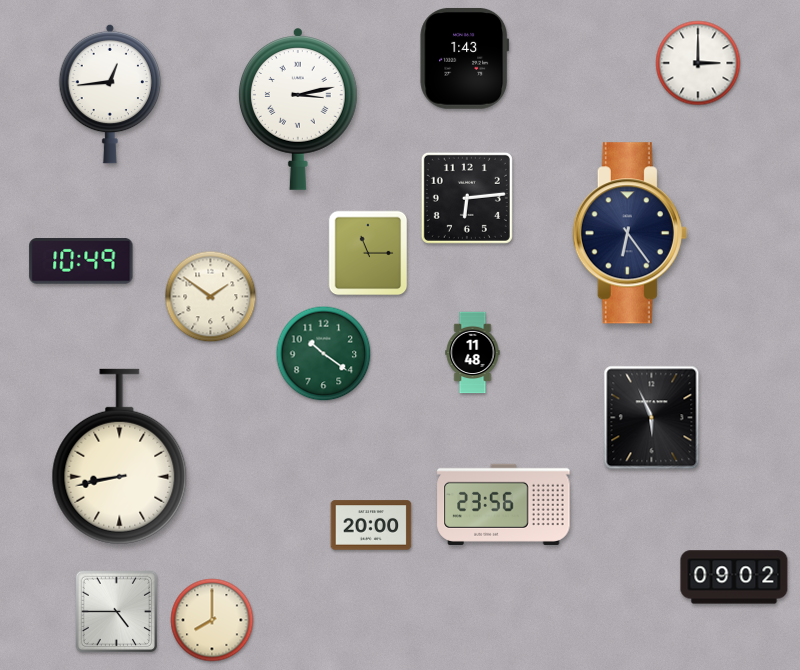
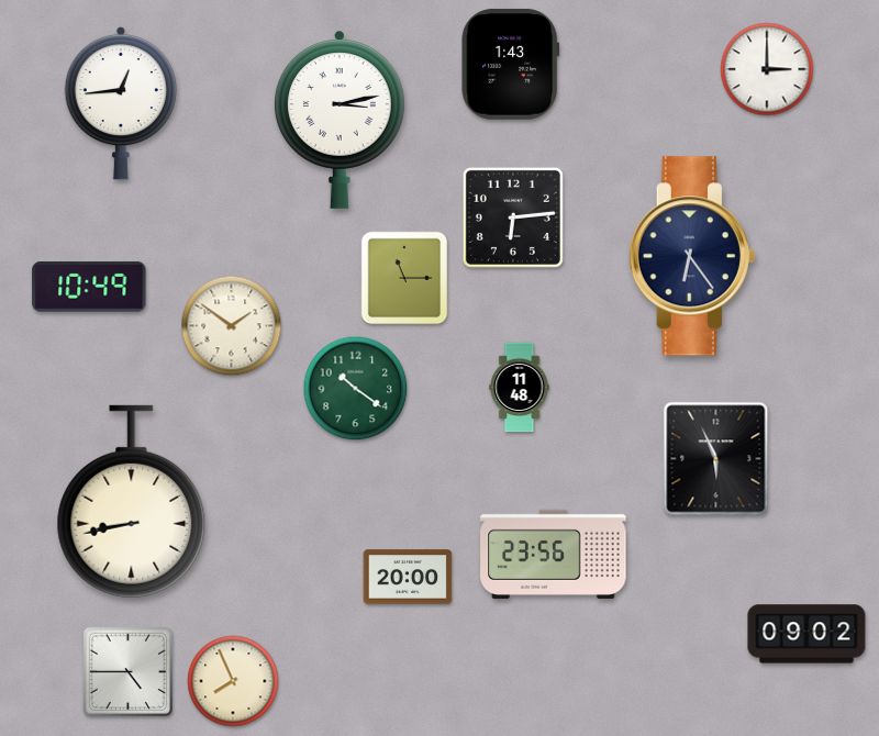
clock at (298, 109) position: (298, 109) -> (340, 120)
clock at (212, 620): 8:00 -> 7:56
